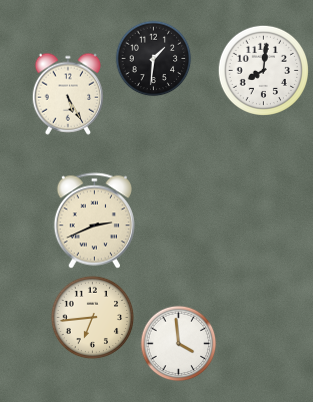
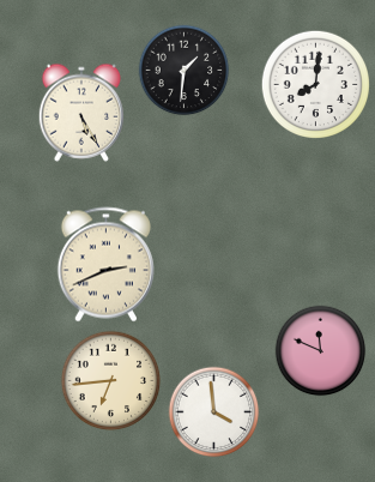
clock at (94, 221) position: (94, 221) -> (105, 265)
clock at (321, 351): none -> 11:49
